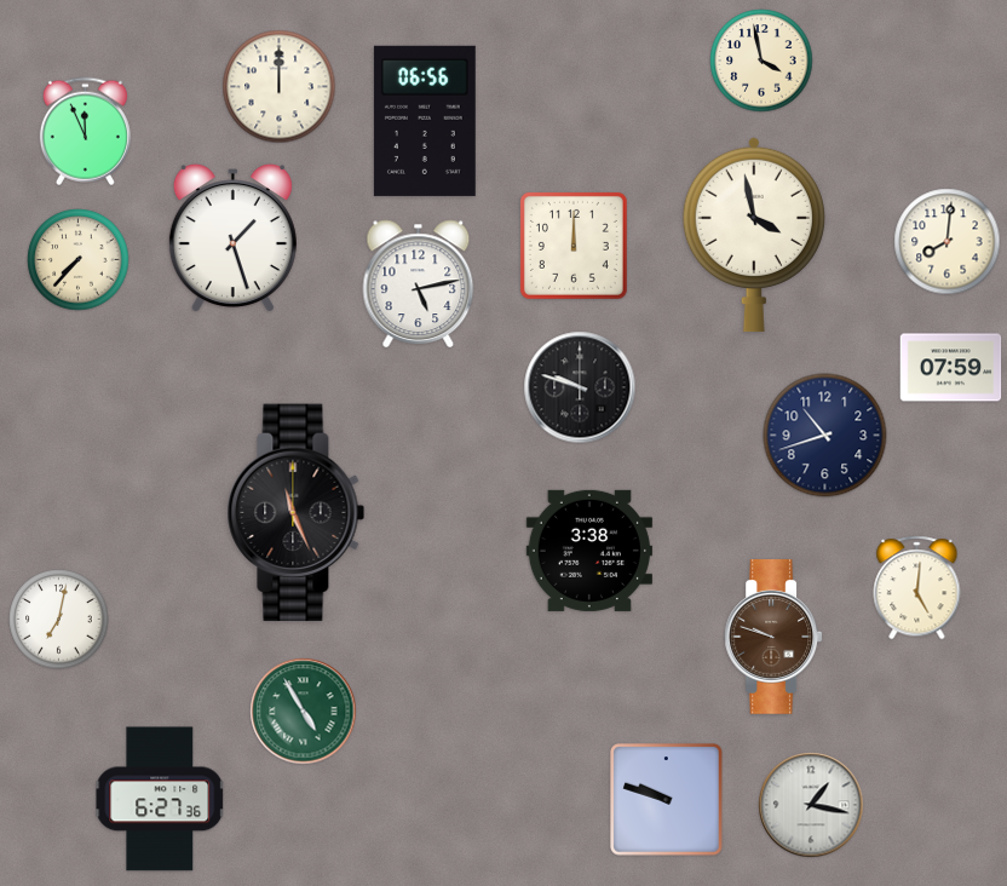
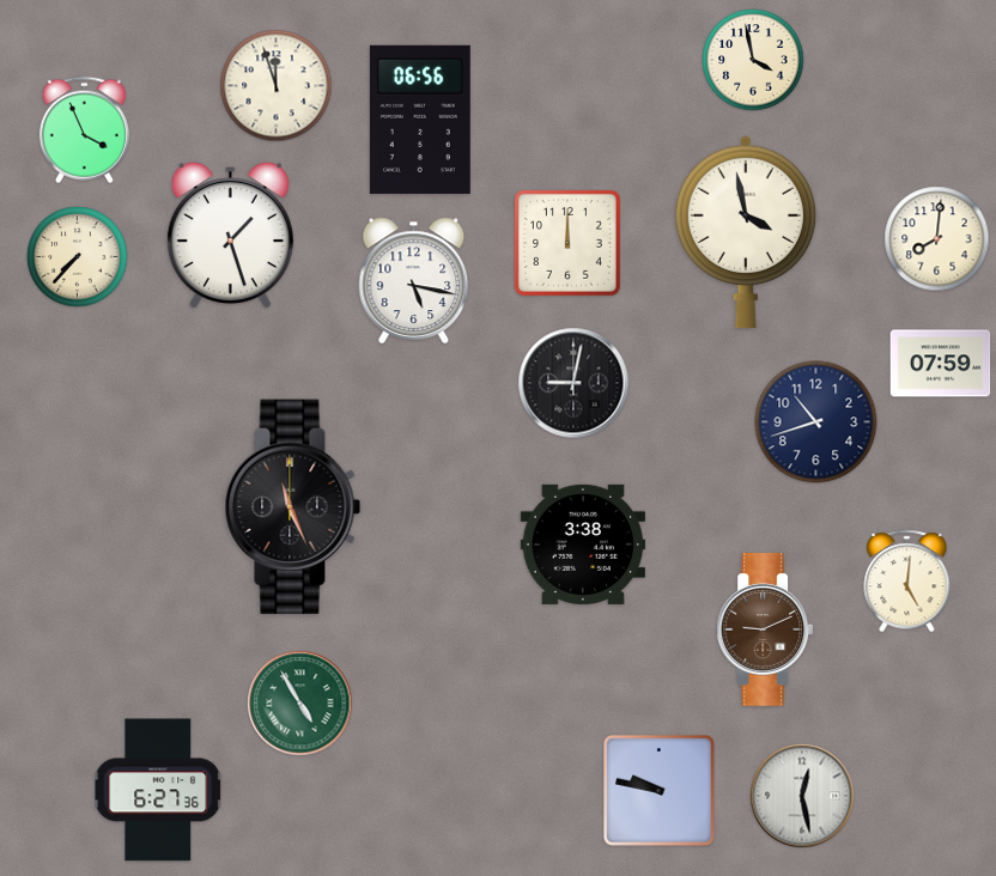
clock at (280, 87): 12:00 -> 11:57
clock at (85, 132): 11:56 -> 3:56
clock at (419, 284): 5:13 -> 5:17
clock at (580, 387): 9:48 -> 9:02
clock at (825, 436) position: (825, 436) -> (816, 422)
clock at (59, 620): 7:02 -> none
clock at (773, 638): 9:48 -> 9:11
clock at (667, 800): 9:48 -> 9:47
clock at (811, 805): 1:17 -> 12:28
